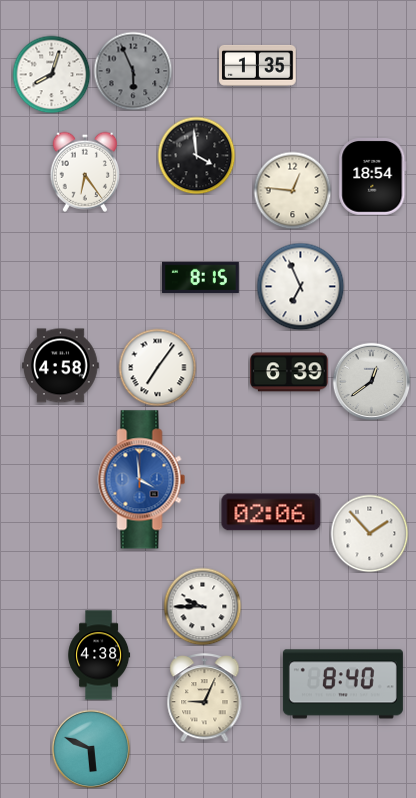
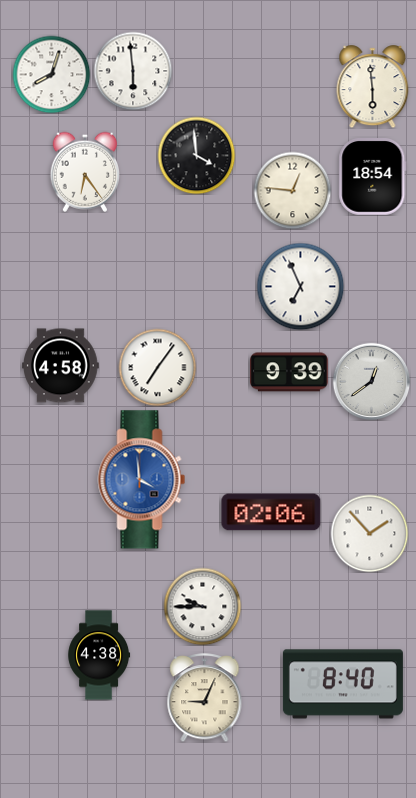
clock at (258, 65): 1:35 -> none
clock at (133, 71): 5:56 -> 5:59
clock at (133, 71) dial: grey -> white
clock at (373, 87): none -> 5:59
clock at (201, 278): 8:15 -> none
clock at (289, 372): 6:39 -> 9:39
clock at (91, 749): 5:49 -> none
